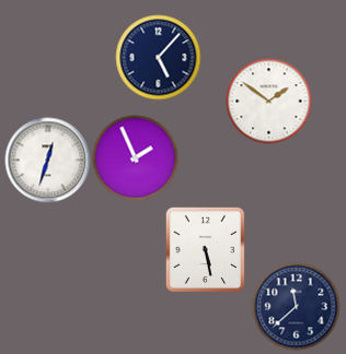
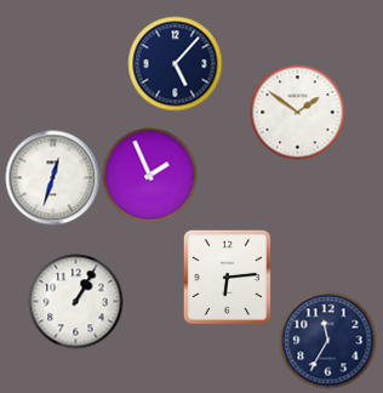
clock at (205, 249): 5:28 -> 6:14
clock at (75, 301): none -> 1:05
clock at (296, 306): 11:38 -> 11:35
